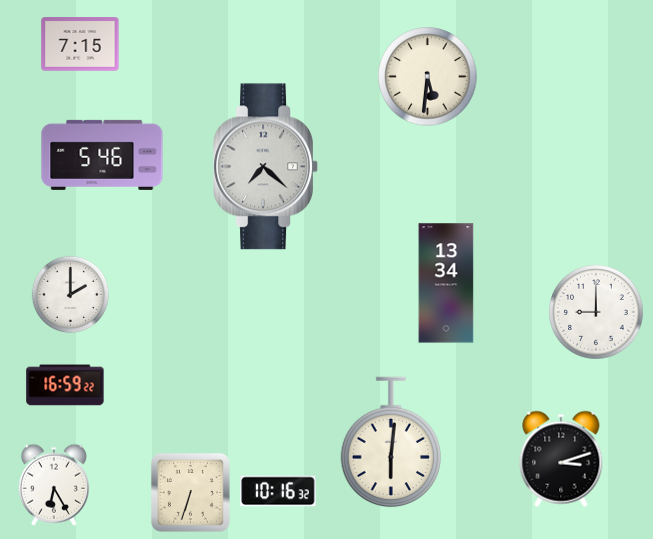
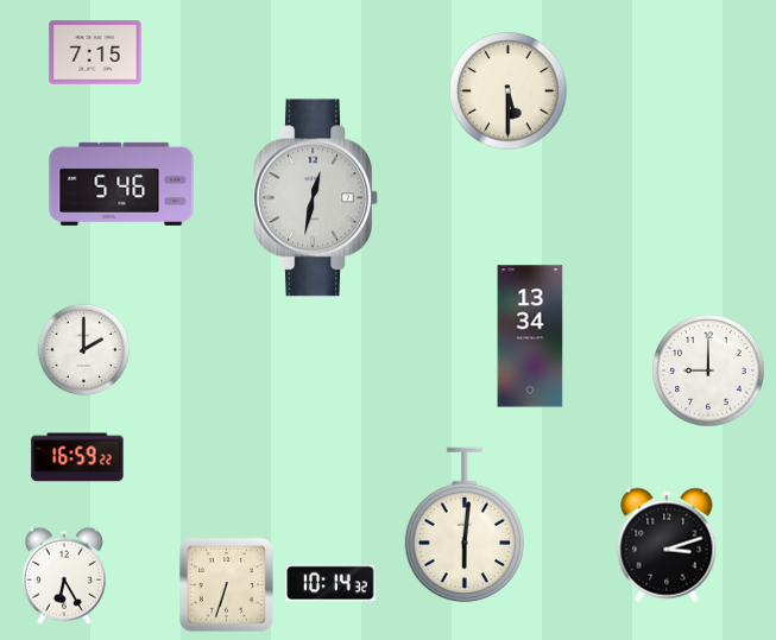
clock at (428, 77): 5:31 -> 5:30
clock at (265, 167): 7:22 -> 12:32
clock at (278, 491): 10:16 -> 10:14
